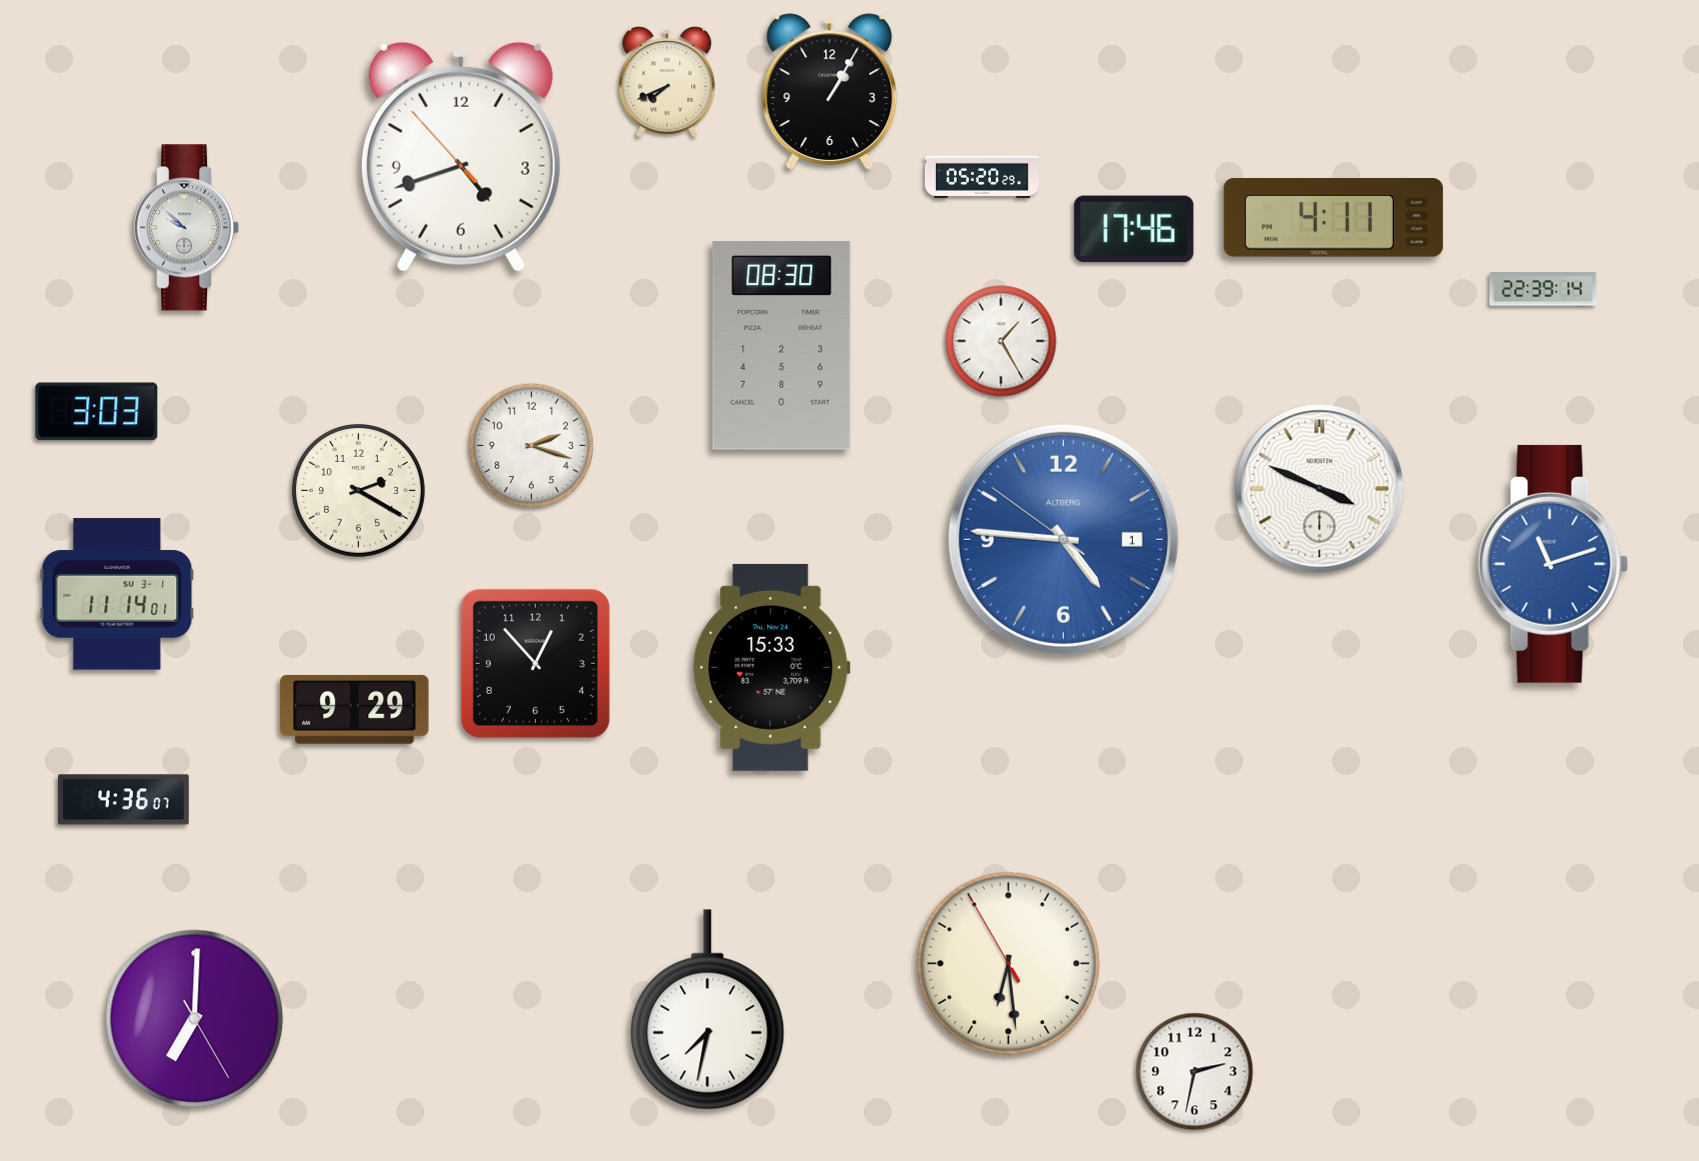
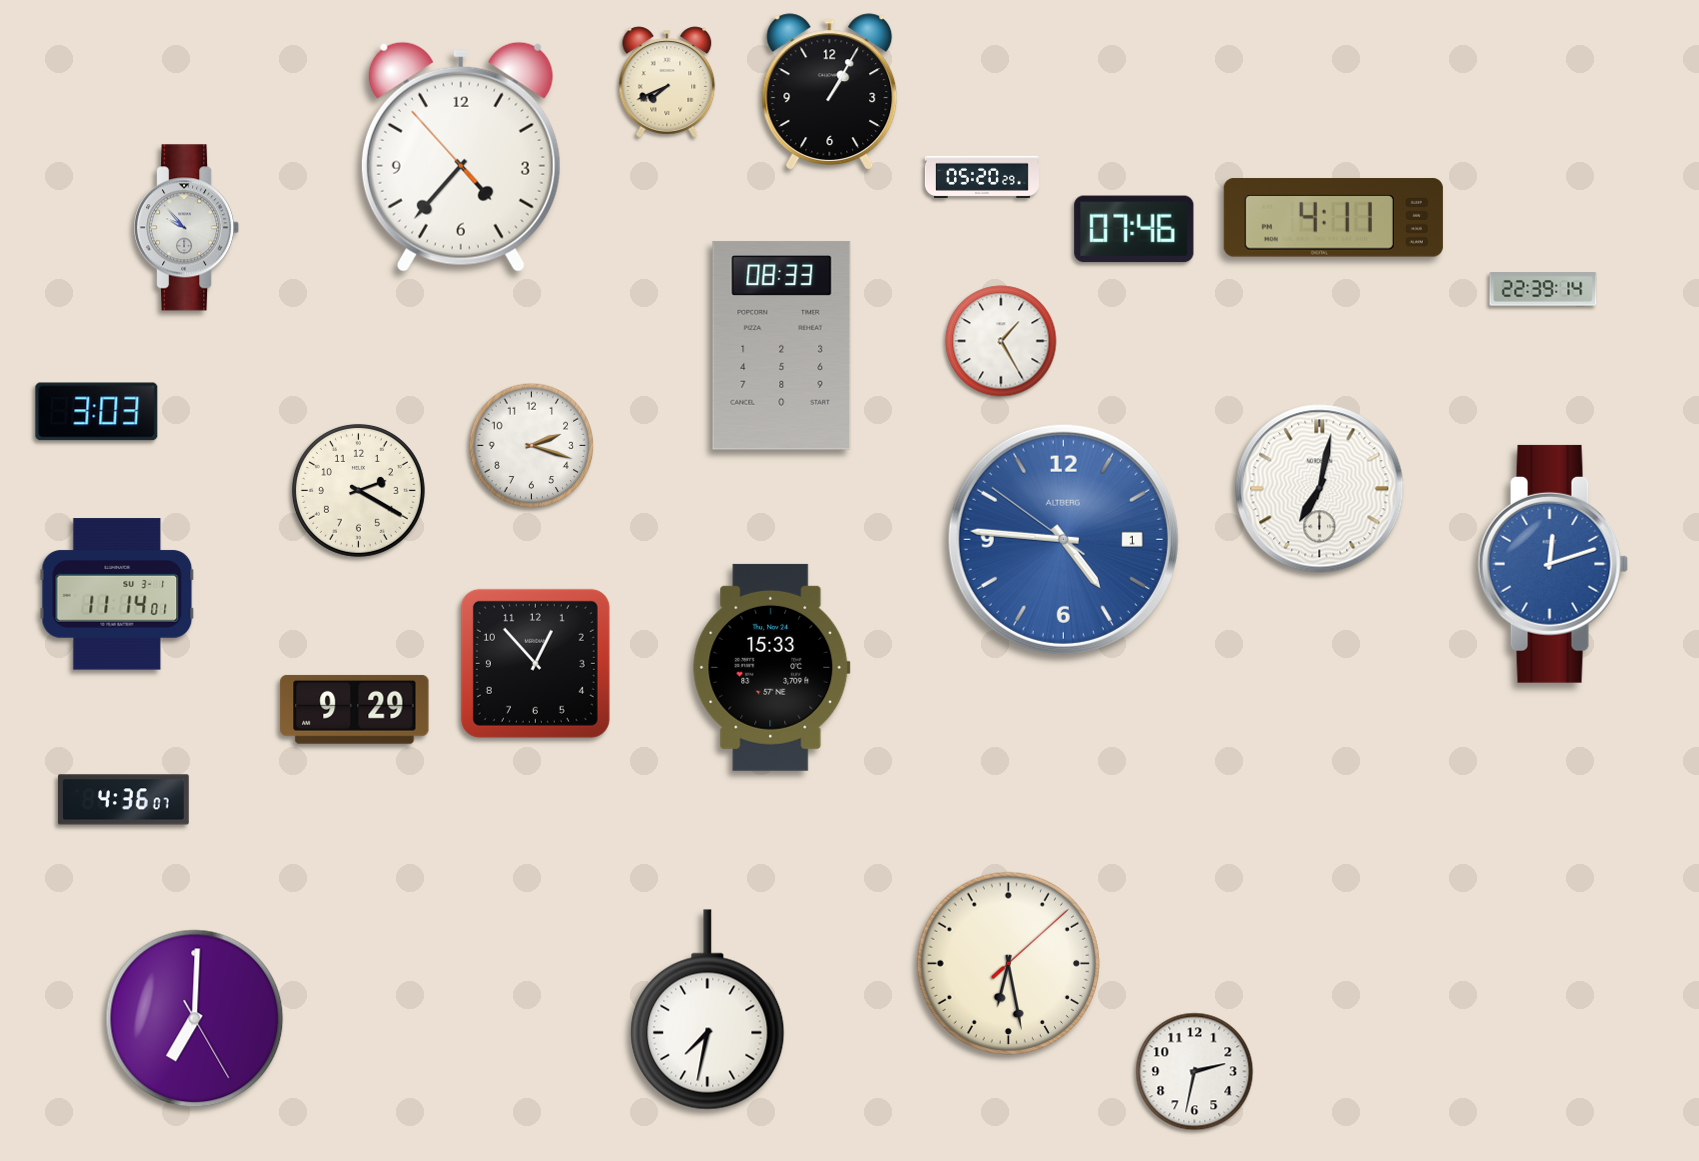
clock at (461, 157): 4:41 -> 4:36
clock at (187, 228): 9:52 -> 9:53
clock at (1134, 229): 17:46 -> 07:46
clock at (782, 346): 08:30 -> 08:33
clock at (1320, 489): 3:49 -> 7:02
clock at (1553, 564): 11:12 -> 12:12
clock at (1008, 963): 6:28:55 -> 6:28:08
